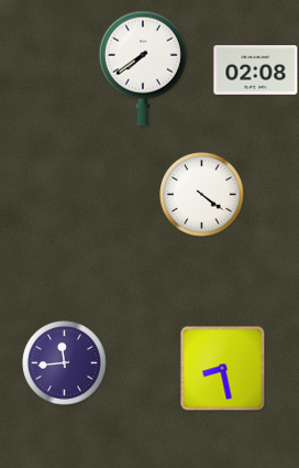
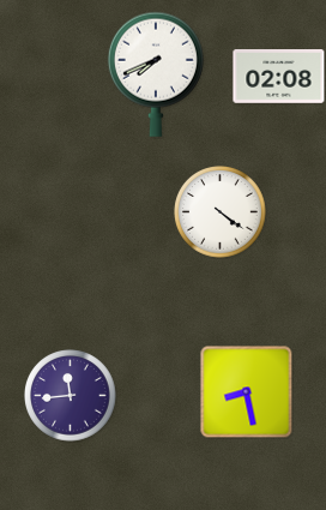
clock at (143, 68): 7:39 -> 7:41
clock at (222, 368) position: (222, 368) -> (246, 391)
